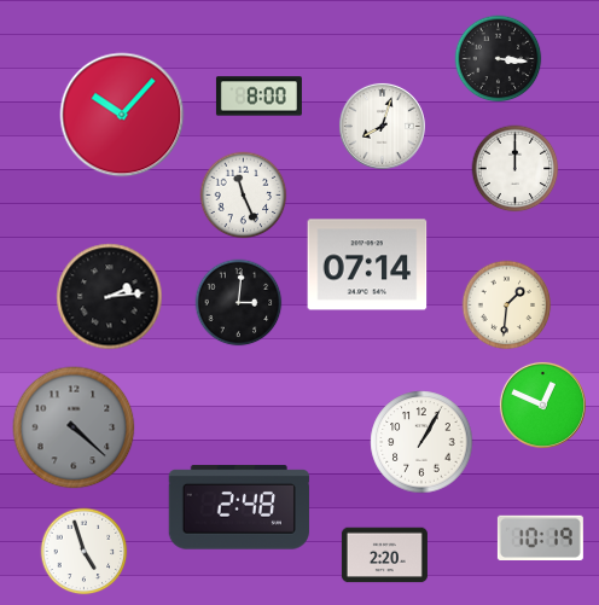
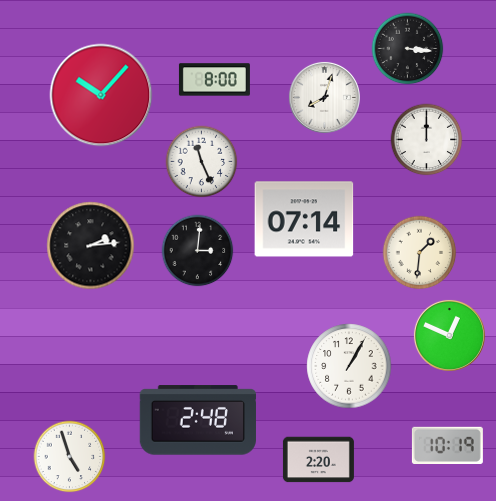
clock at (499, 59) position: (499, 59) -> (408, 49)
clock at (382, 126) position: (382, 126) -> (324, 97)
clock at (74, 427): 4:22 -> none
